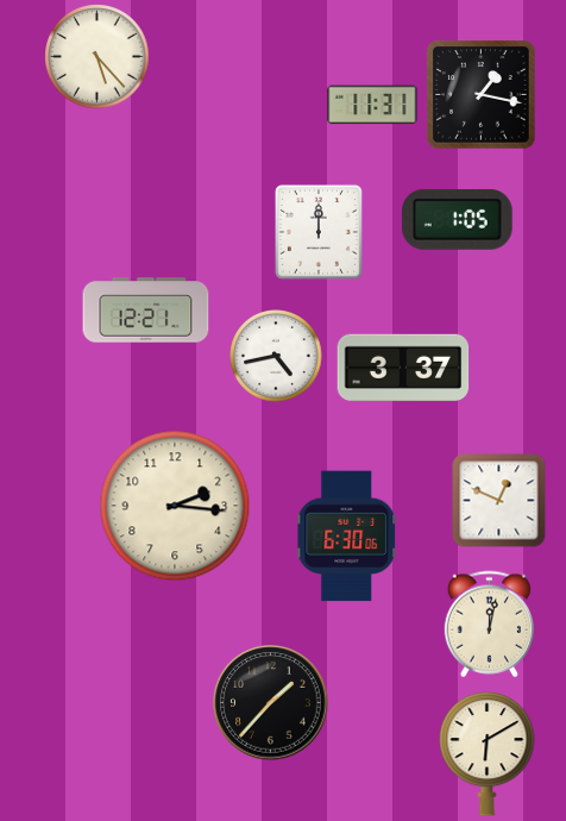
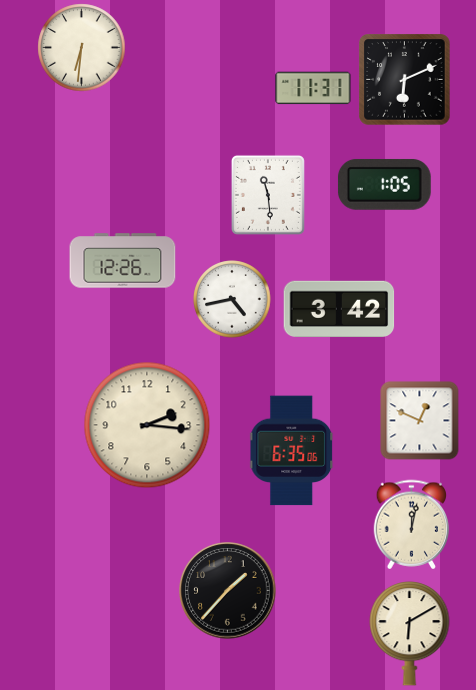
clock at (98, 57): 5:23 -> 6:31
clock at (482, 95): 1:17 -> 6:11
clock at (319, 232): 12:00 -> 11:29
clock at (146, 311): 12:21 -> 12:26
clock at (403, 366): 3:37 -> 3:42
clock at (347, 537): 6:30 -> 6:35
